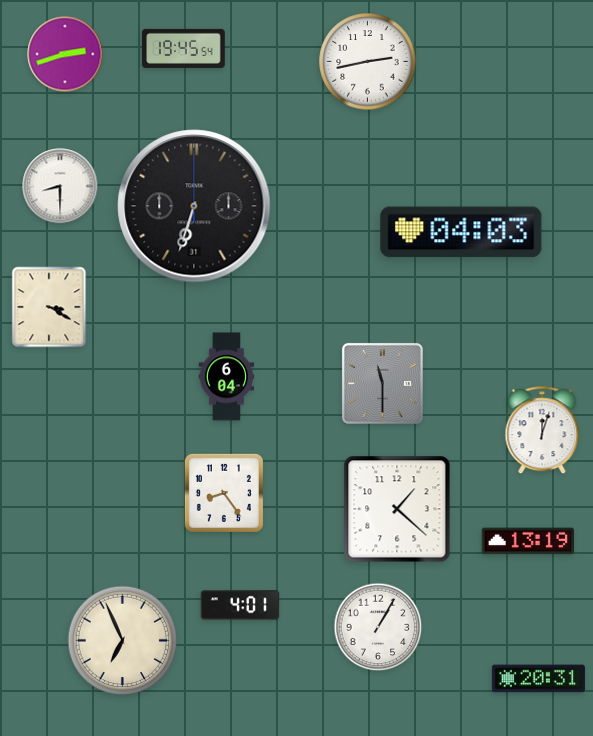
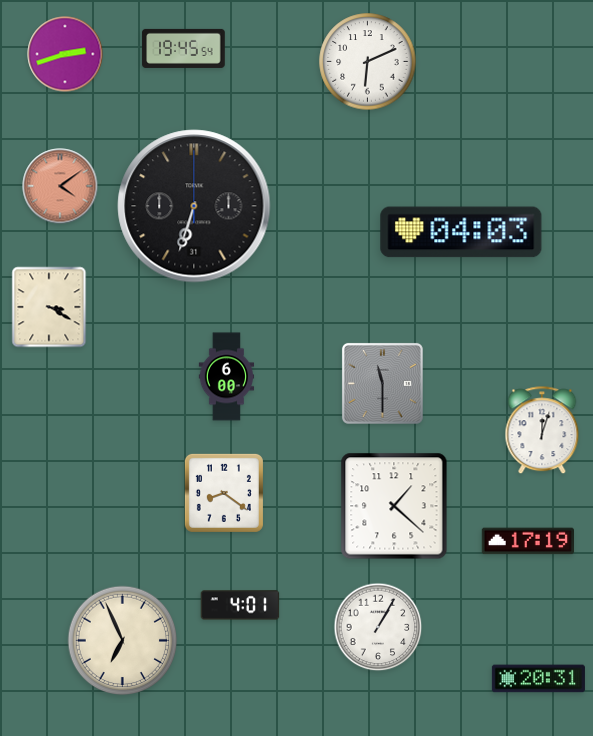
clock at (368, 62): 2:43 -> 6:11
clock at (60, 186): 8:30 -> 4:09
clock at (60, 186) dial: white -> salmon
clock at (227, 377): 6:04 -> 6:00
clock at (224, 493): 8:24 -> 8:21
clock at (397, 509) position: (397, 509) -> (394, 506)
clock at (527, 541): 13:19 -> 17:19
